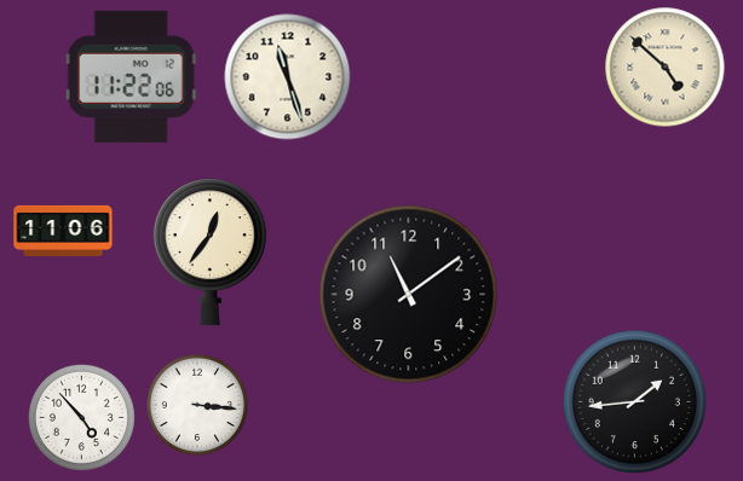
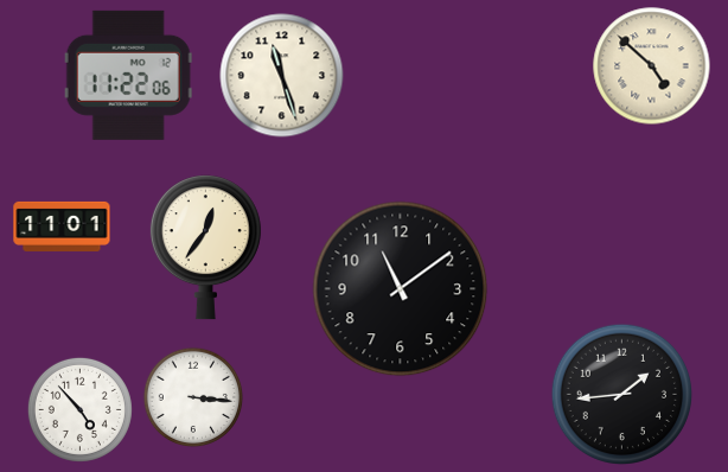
clock at (63, 231): 11:06 -> 11:01
